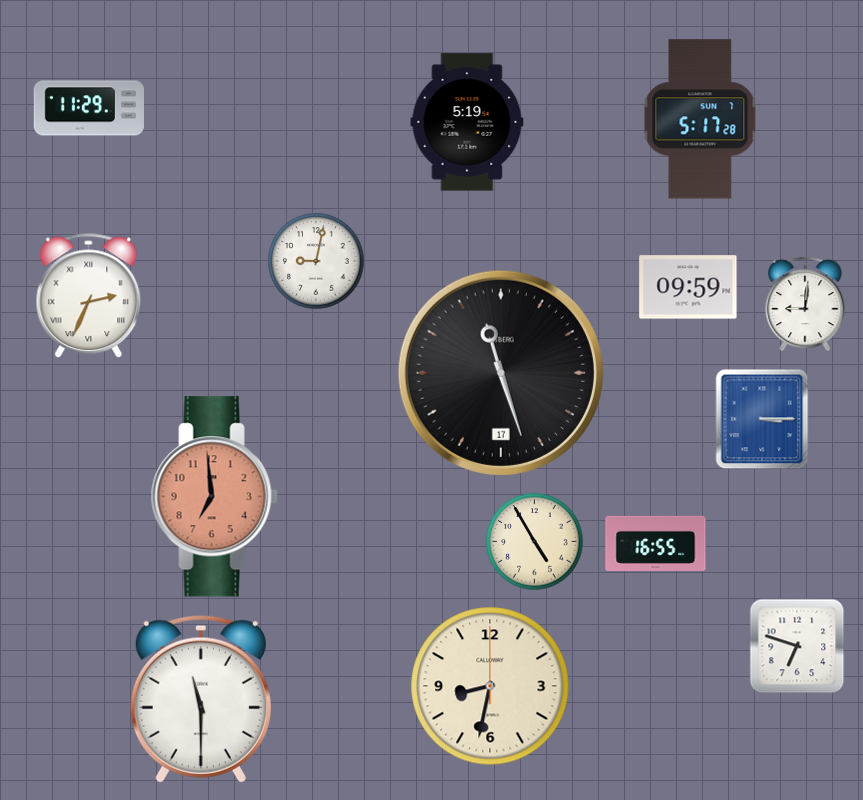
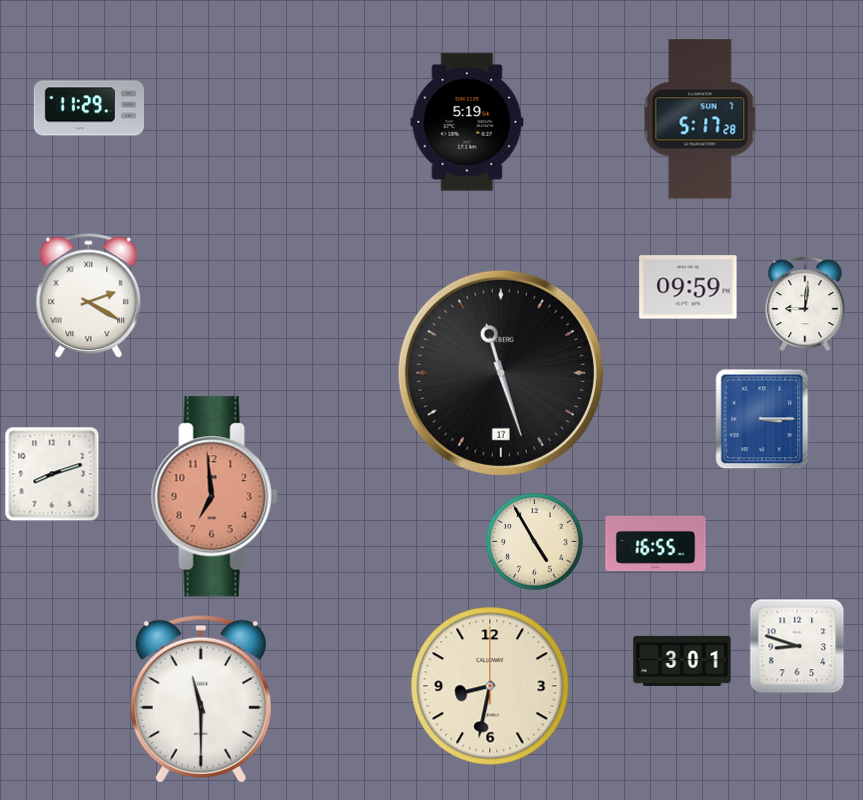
clock at (316, 261): 9:02 -> none
clock at (89, 296): 2:34 -> 2:20
clock at (52, 474): none -> 8:12
clock at (797, 646): 6:48 -> 8:48
clock at (682, 661): none -> 3:01
